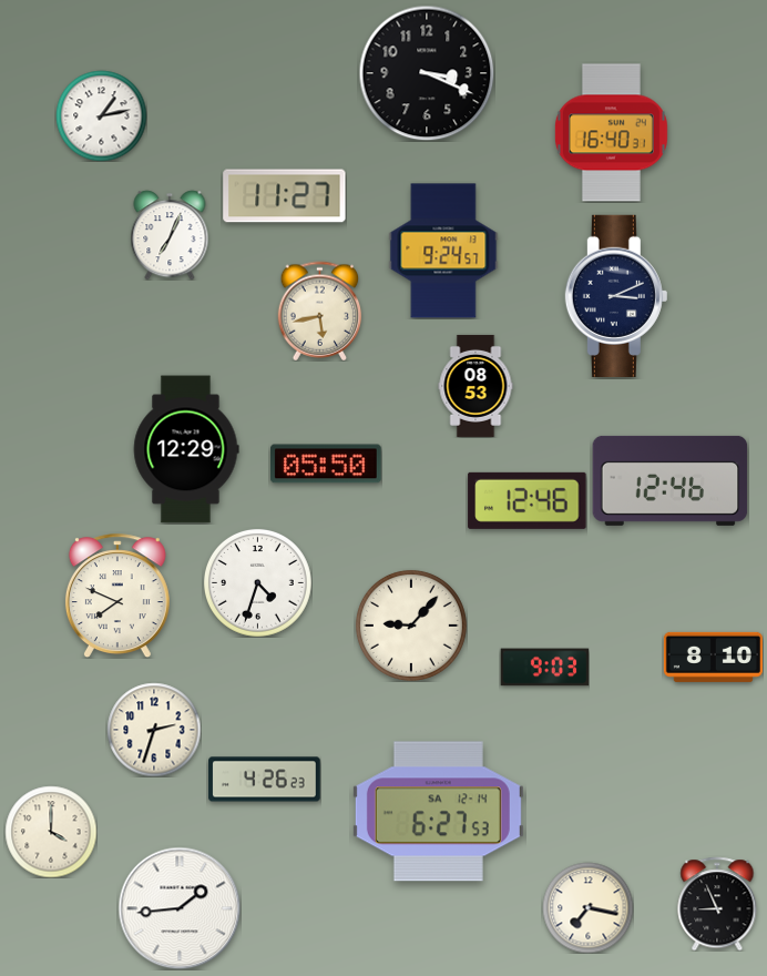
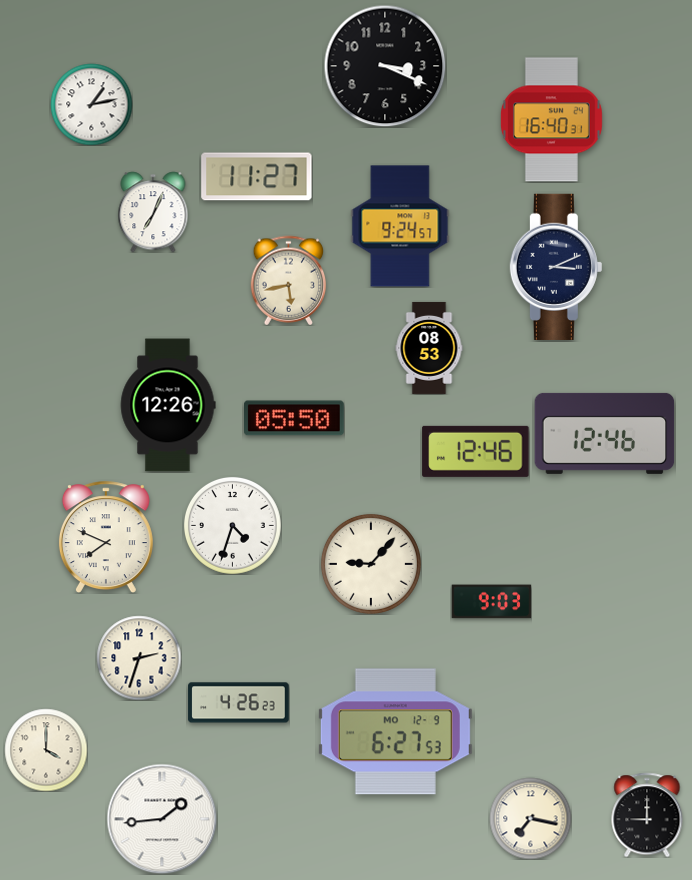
clock at (186, 449): 12:29 -> 12:26
clock at (713, 657): 8:10 -> none
clock at (438, 812) date: SA 12-14 -> MO 12-9
clock at (717, 904): 8:56 -> 9:00
